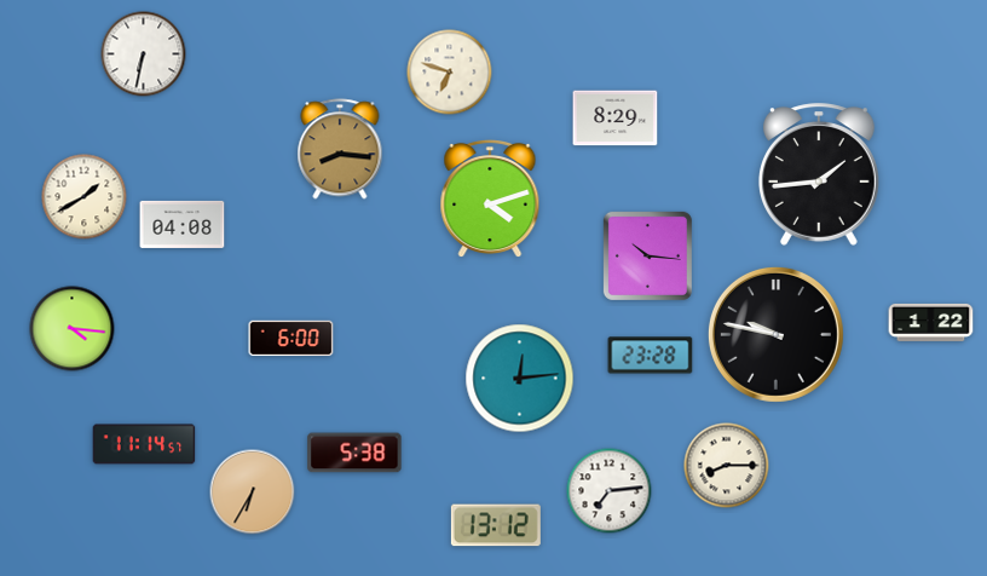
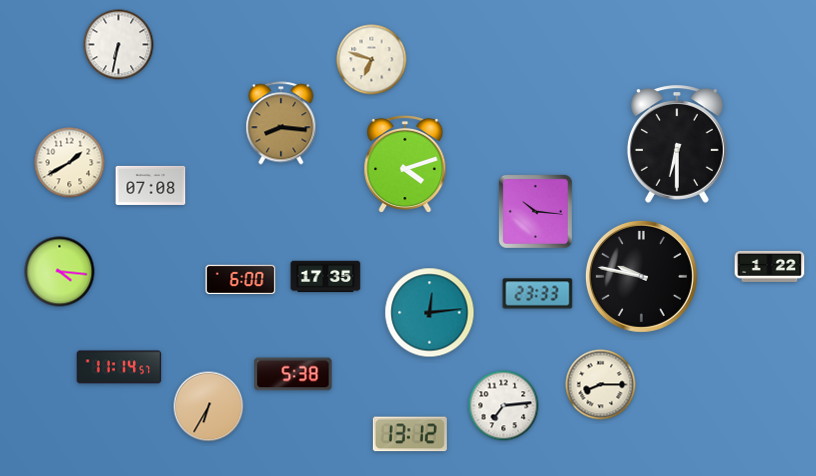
clock at (616, 119): 8:29 -> none
clock at (819, 174): 1:44 -> 6:30
clock at (183, 224): 04:08 -> 07:08
clock at (326, 277): none -> 17:35
clock at (651, 356): 23:28 -> 23:33
